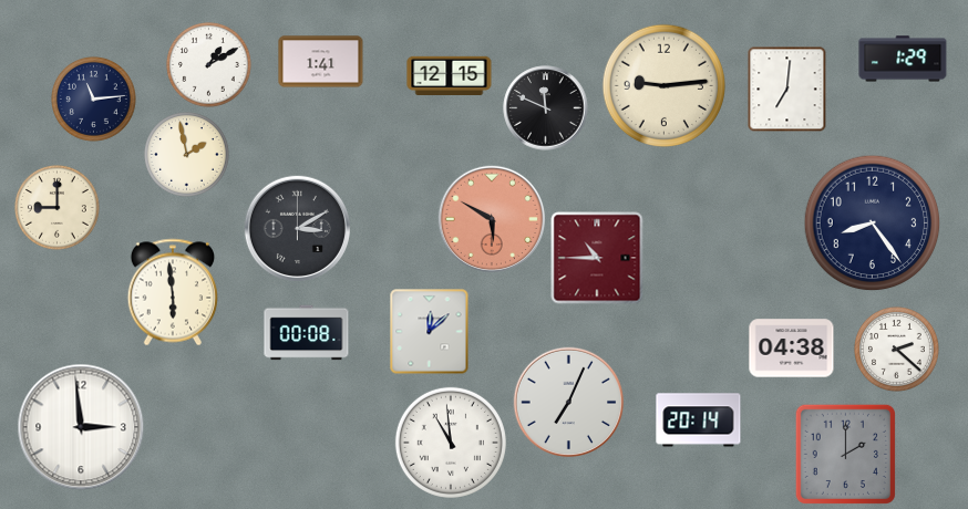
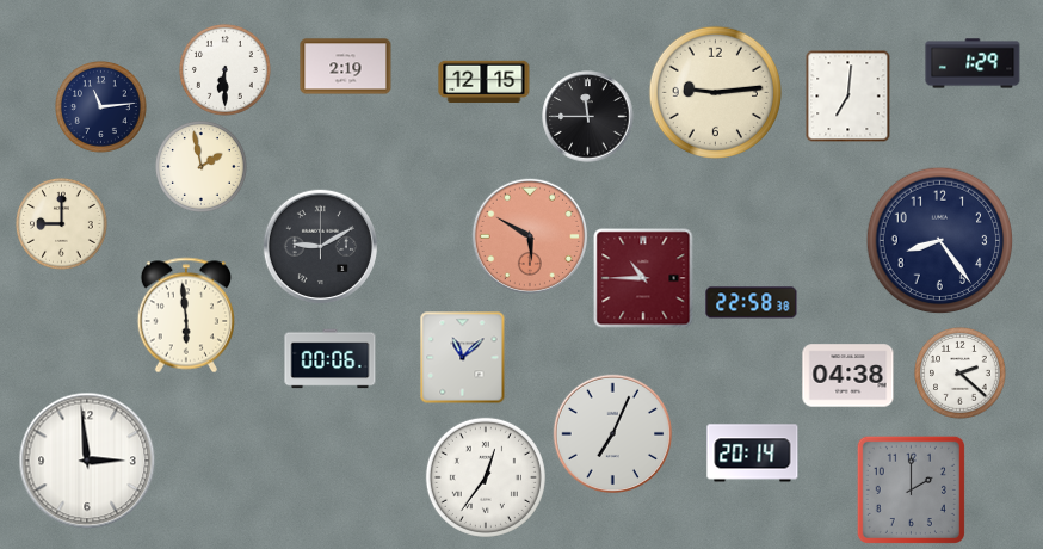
clock at (321, 62): 1:41 -> 2:19
clock at (209, 65): 1:10 -> 6:30
clock at (546, 108): 11:49 -> 11:45
clock at (297, 228): 3:10 -> 9:10
clock at (752, 303): none -> 22:58
clock at (430, 332): 12:08 -> 11:08
clock at (307, 333): 00:08 -> 00:06
clock at (792, 349) position: (792, 349) -> (848, 376)
clock at (897, 350) position: (897, 350) -> (961, 374)
clock at (451, 443): 10:59 -> 12:36
